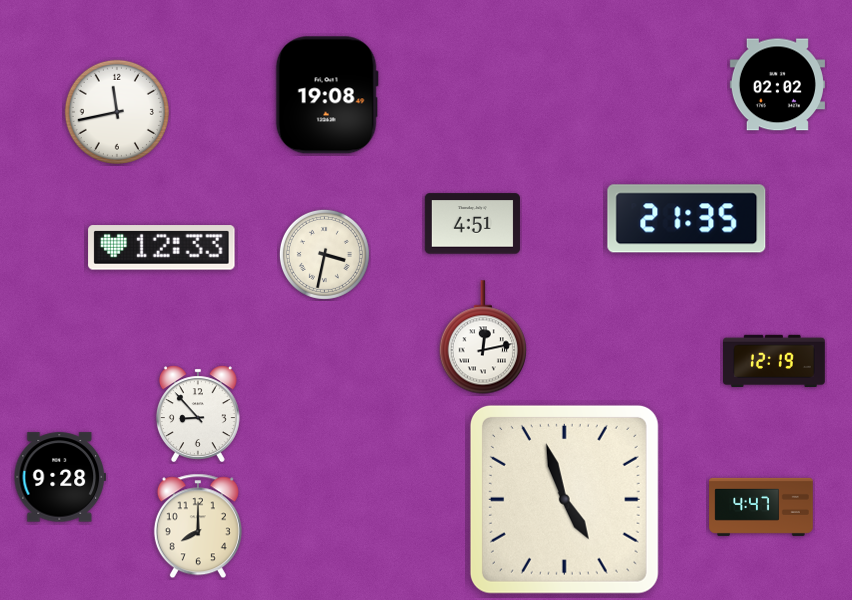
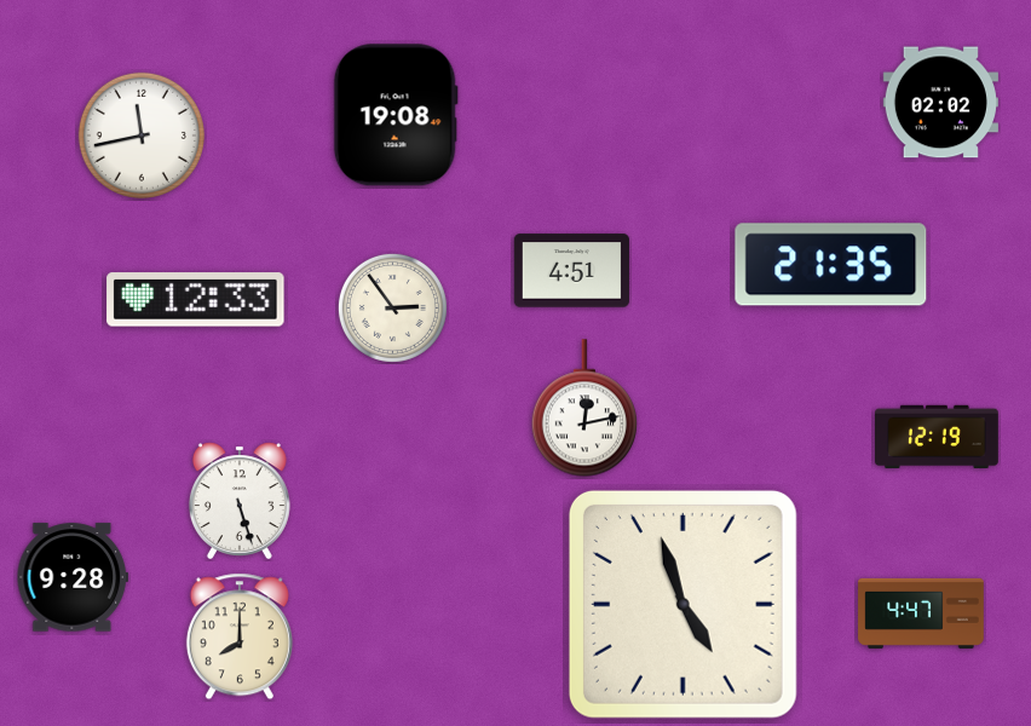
clock at (324, 254): 3:32 -> 2:54
clock at (198, 413): 8:53 -> 5:27
